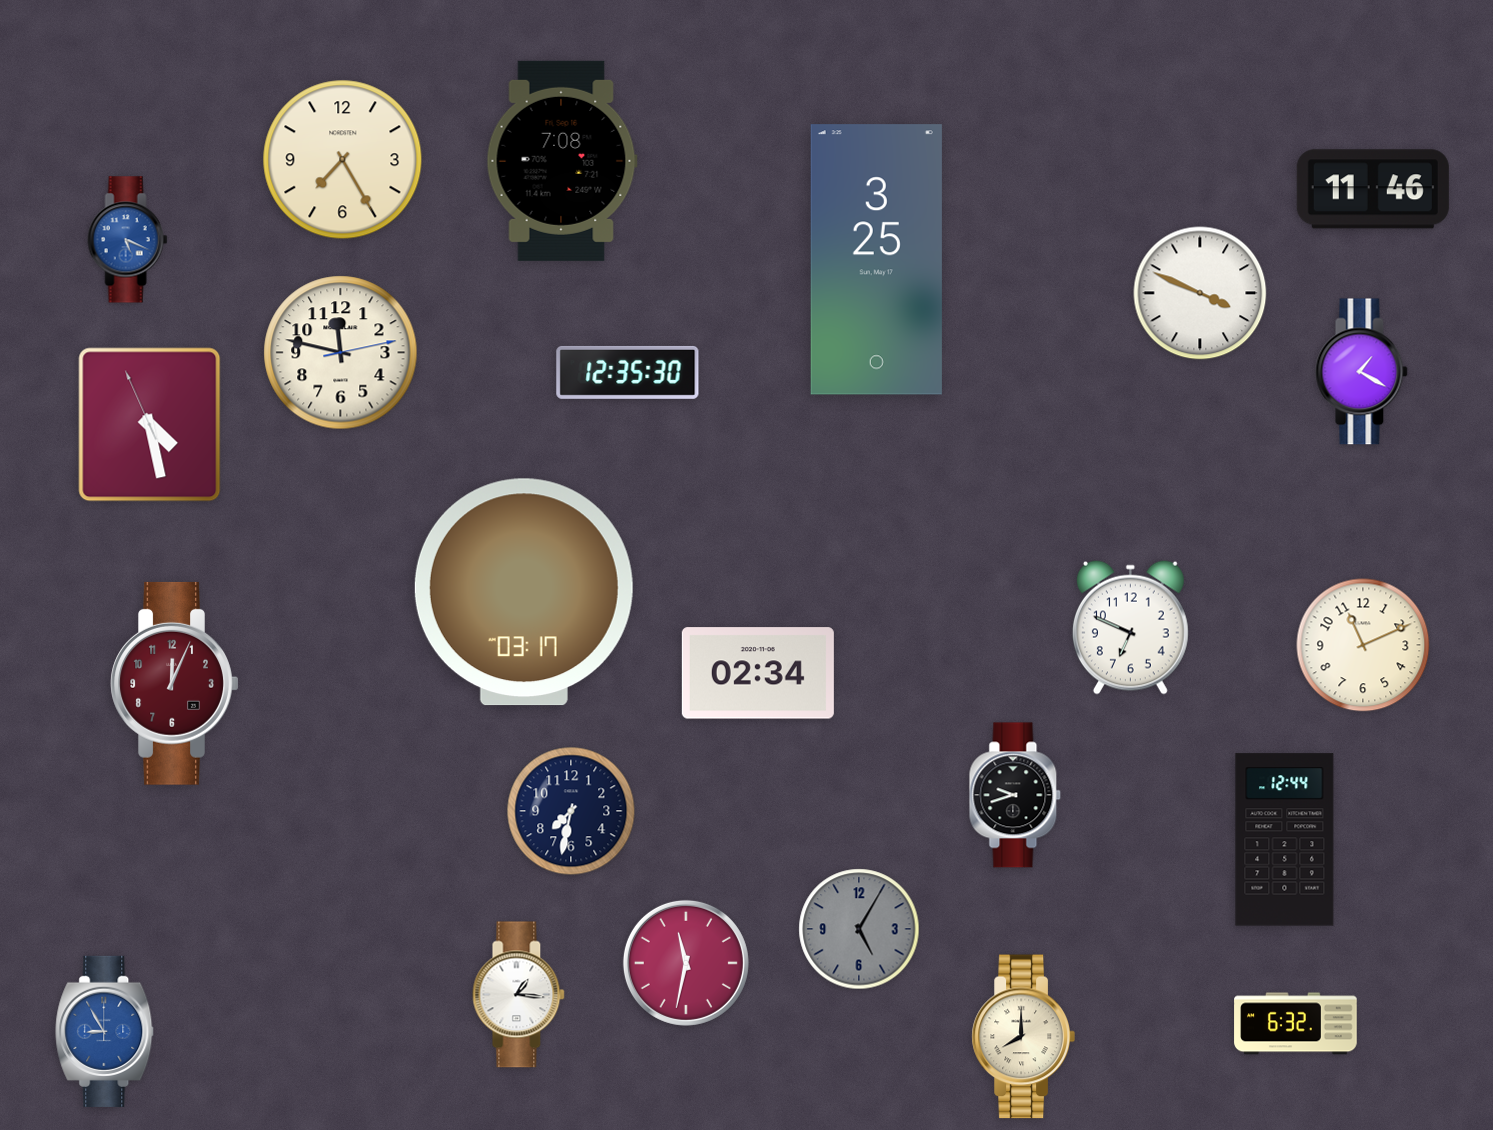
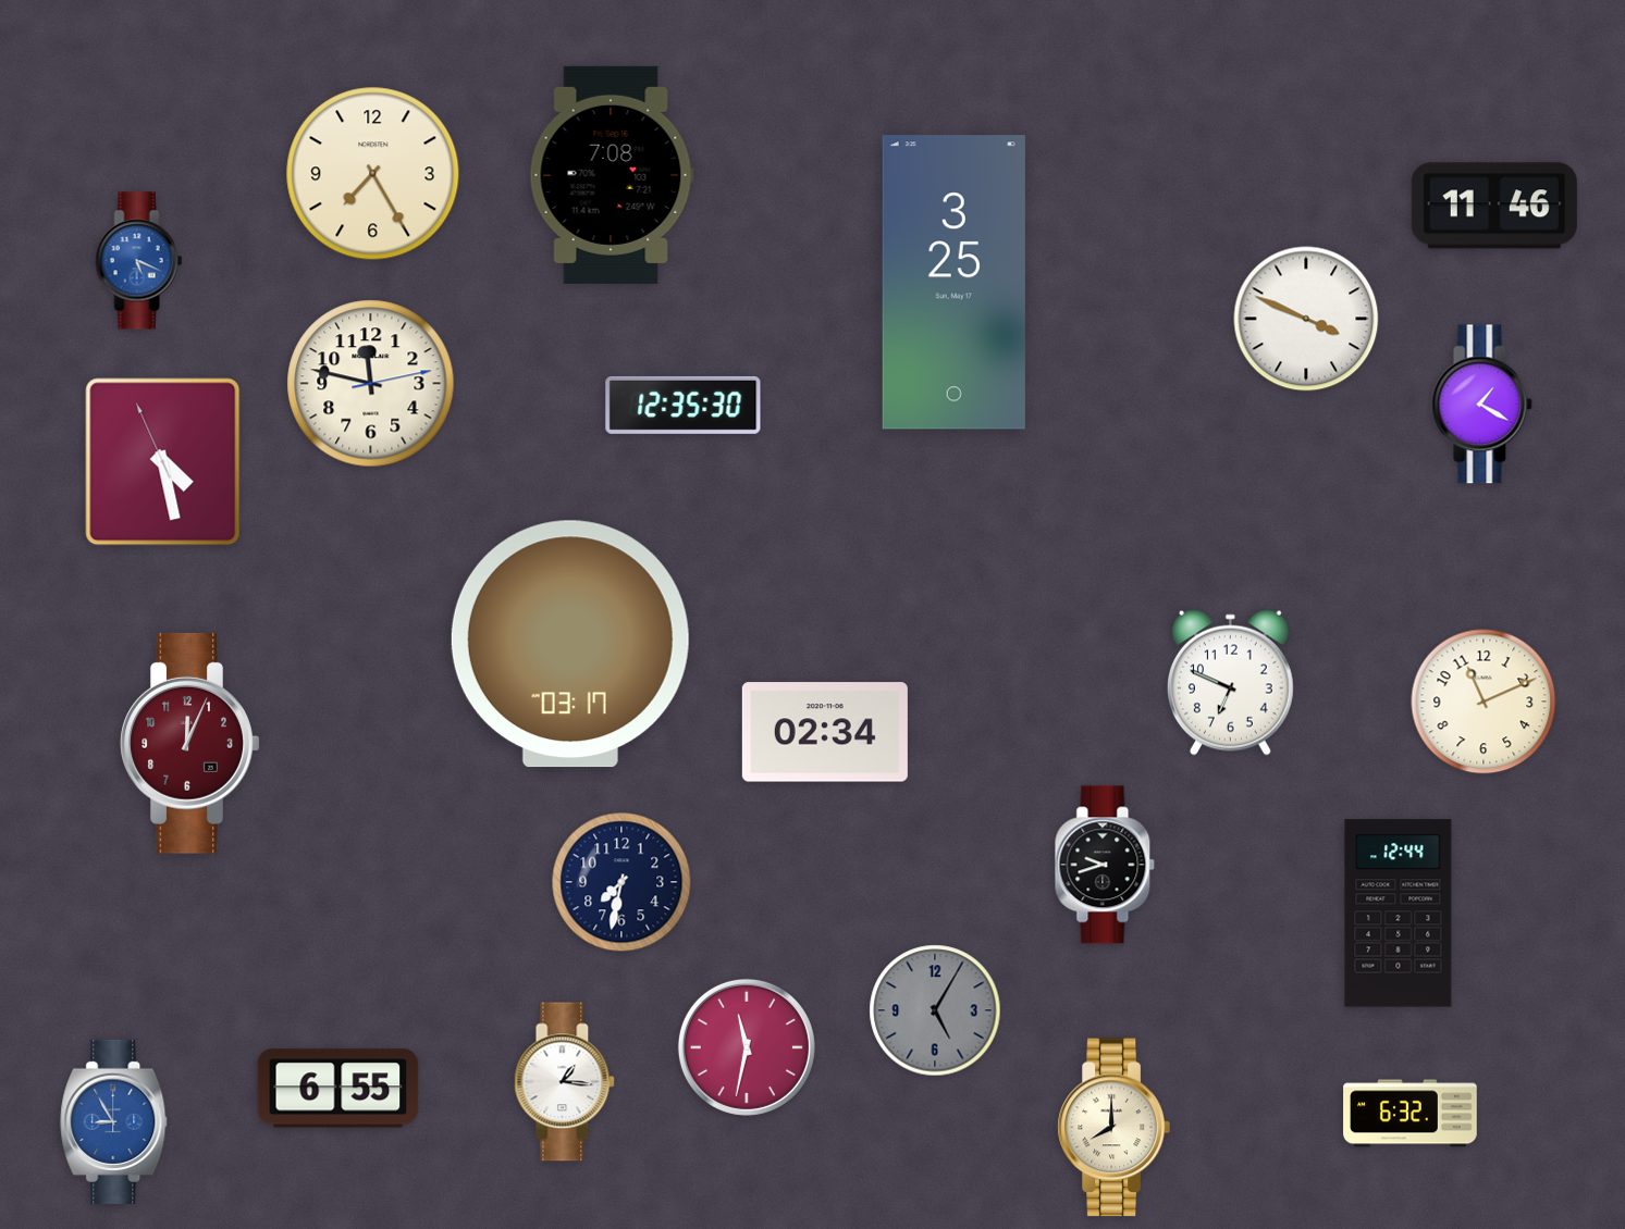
clock at (338, 1089): none -> 6:55
